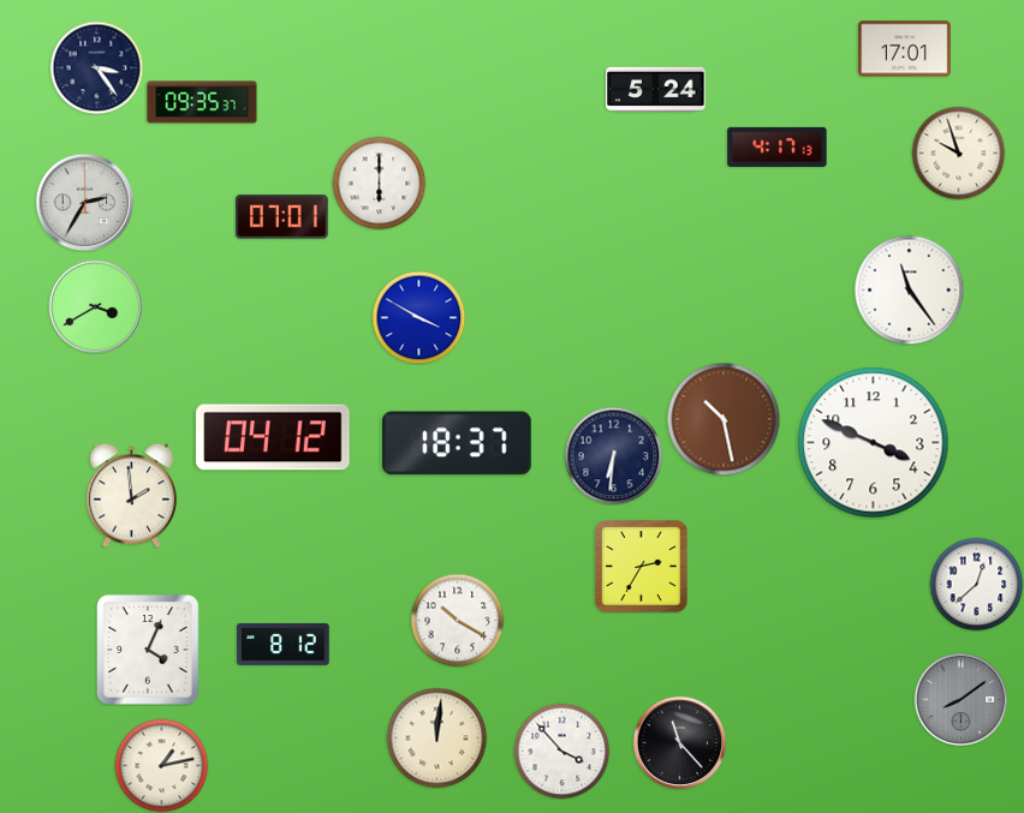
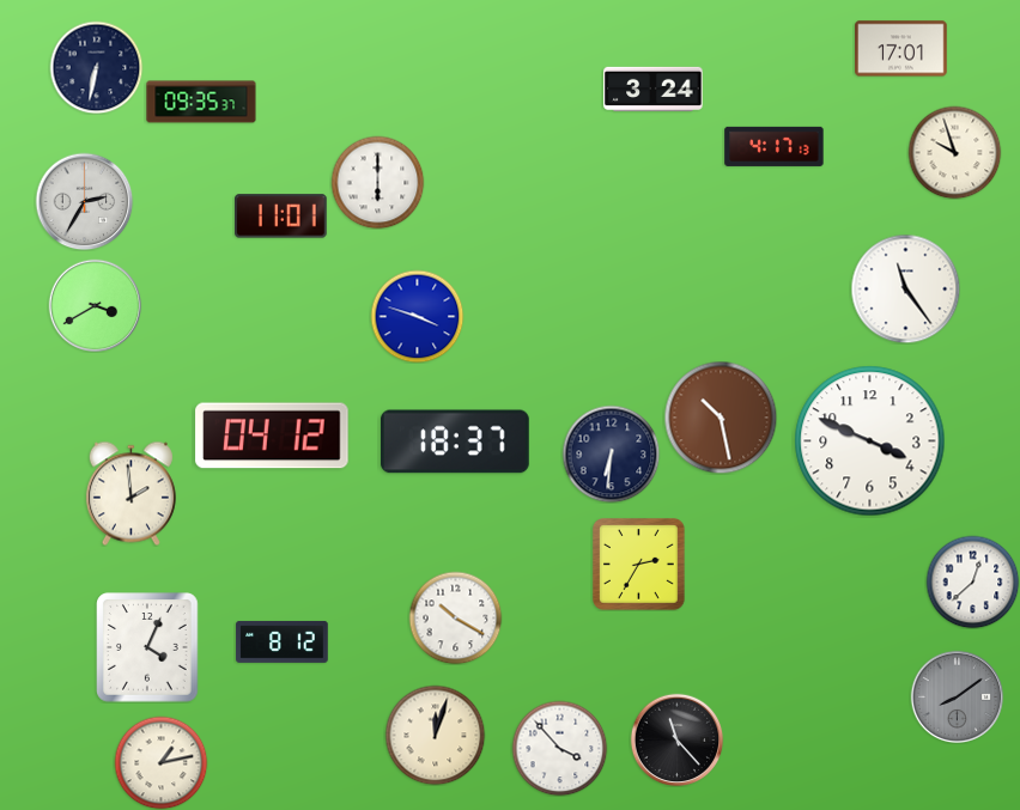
clock at (96, 67): 3:24 -> 6:32
clock at (656, 89): 5:24 -> 3:24
clock at (282, 217): 07:01 -> 11:01
clock at (418, 317): 3:50 -> 3:48
clock at (436, 737): 12:01 -> 12:03
